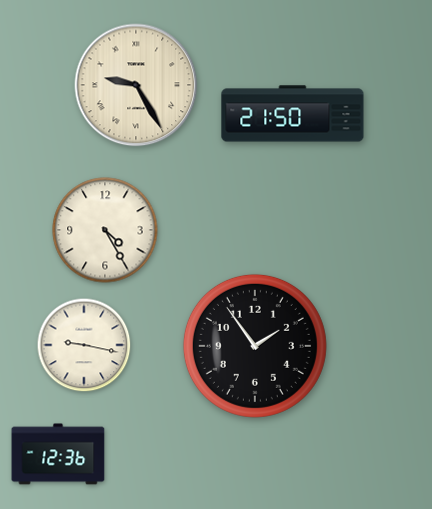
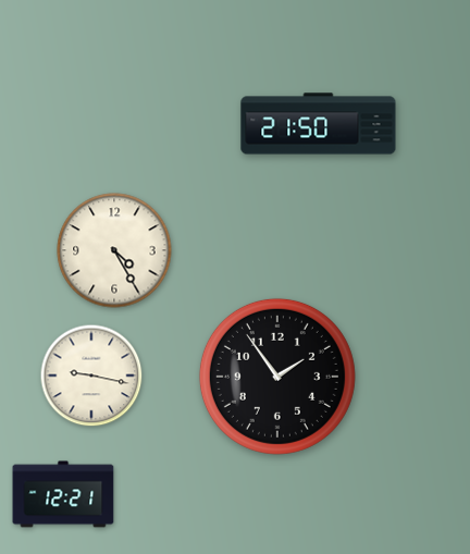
clock at (136, 85): 9:25 -> none
clock at (58, 454): 12:36 -> 12:21
